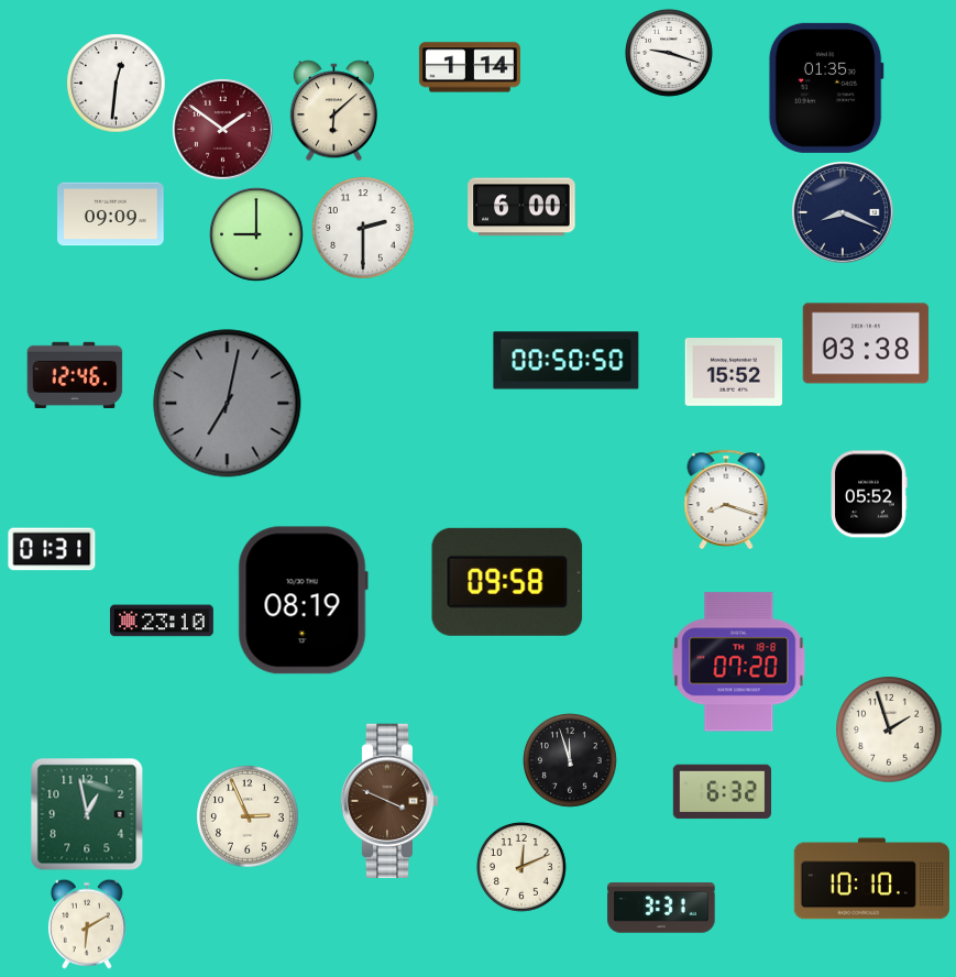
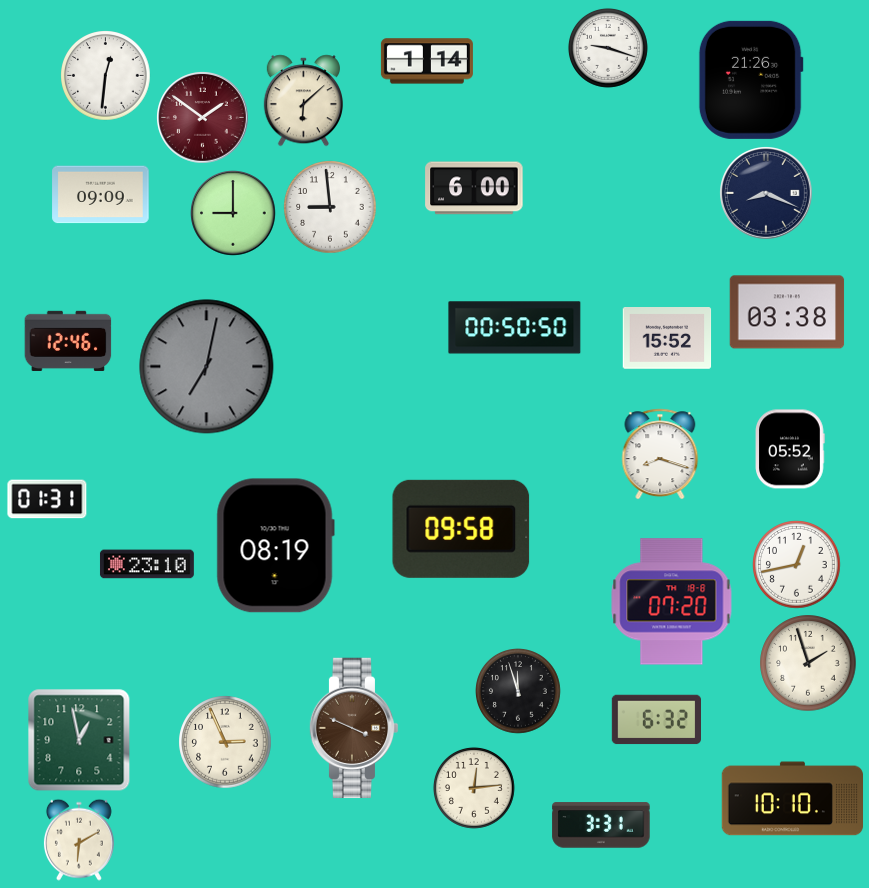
clock at (826, 88): 01:35 -> 21:26
clock at (363, 228): 2:30 -> 8:59
clock at (797, 565): none -> 12:43
clock at (521, 867): 12:11 -> 12:14
